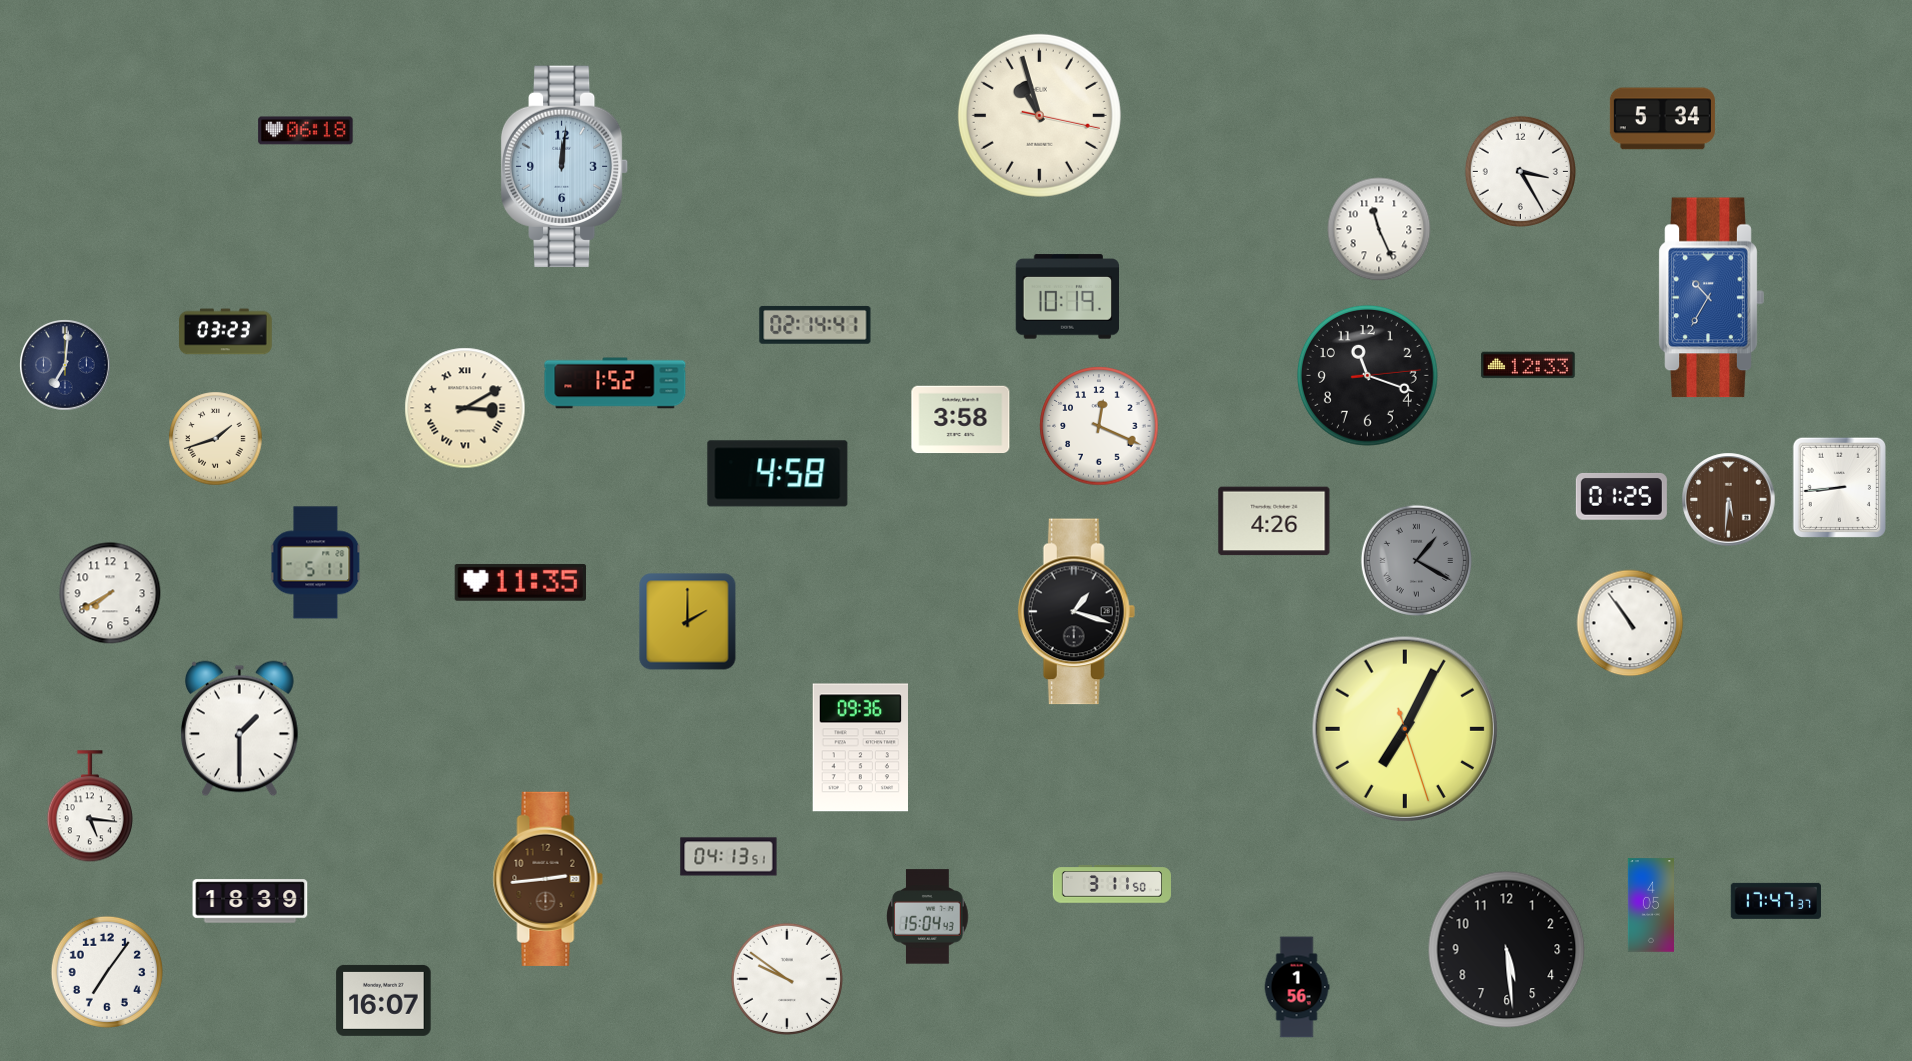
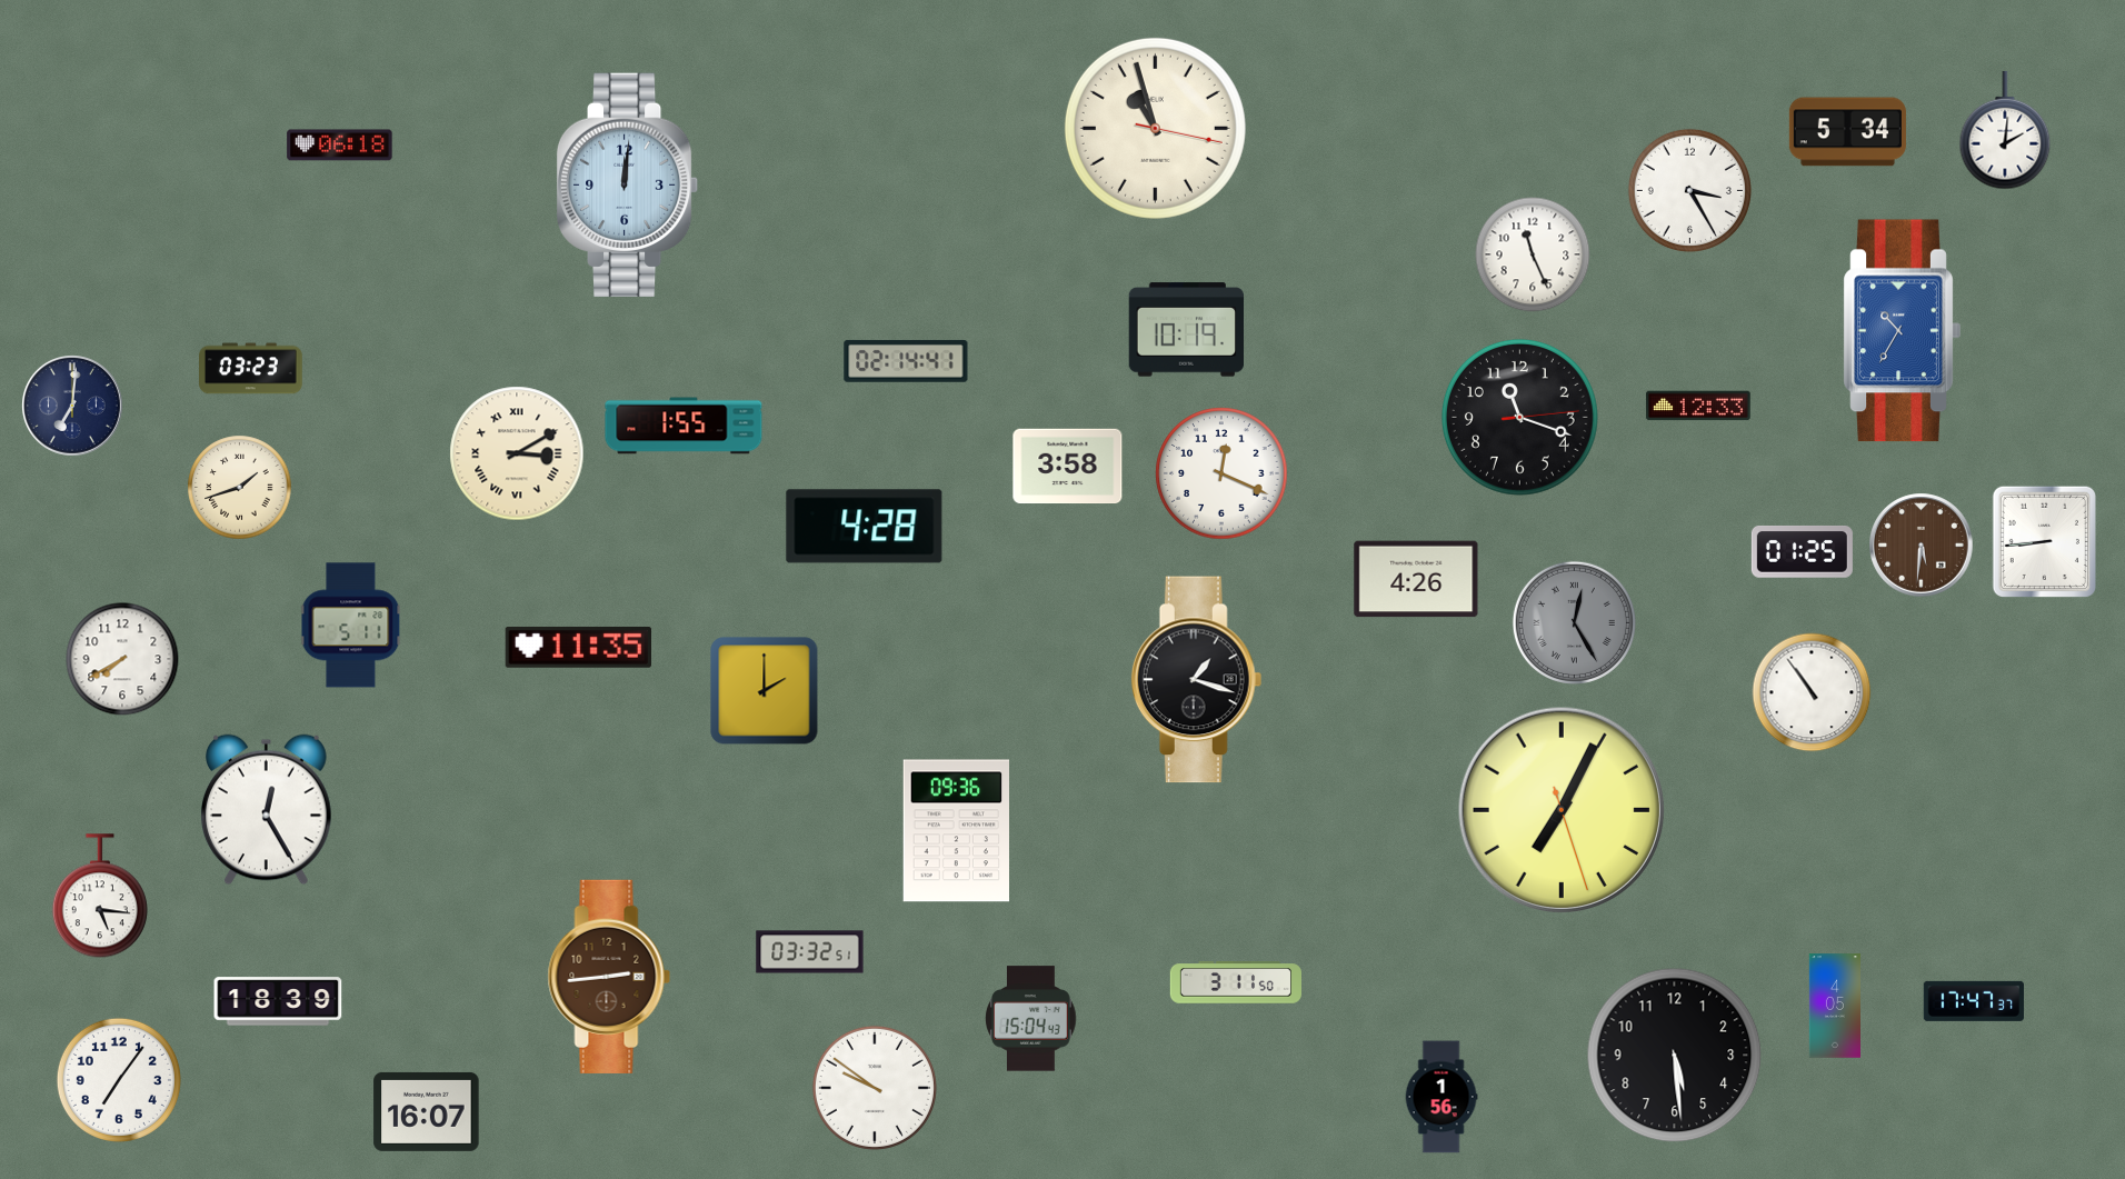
clock at (2005, 130): none -> 2:01
clock at (615, 383): 1:52 -> 1:55
clock at (778, 474): 4:58 -> 4:28
clock at (1729, 500) position: (1729, 500) -> (1922, 546)
clock at (1416, 560): 1:20 -> 12:25
clock at (239, 729): 1:30 -> 12:25
clock at (729, 857): 04:13 -> 03:32
